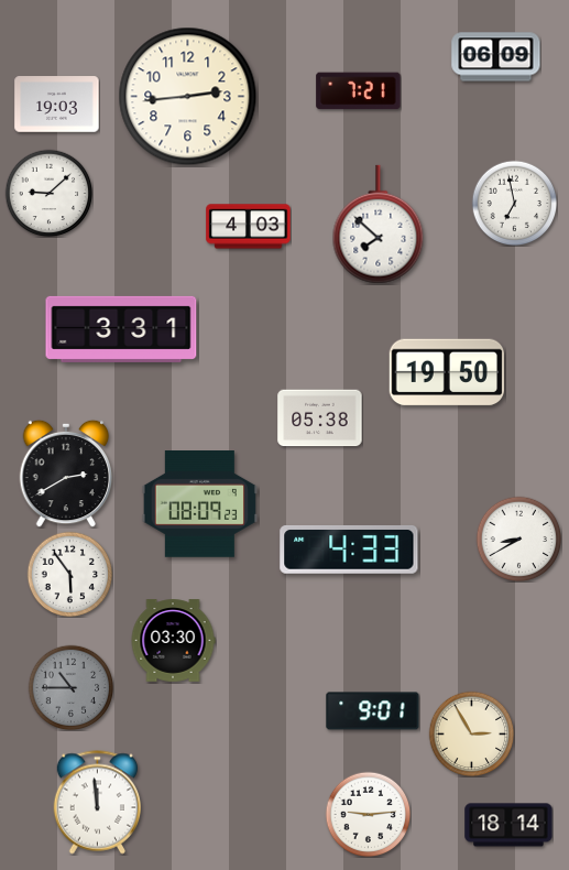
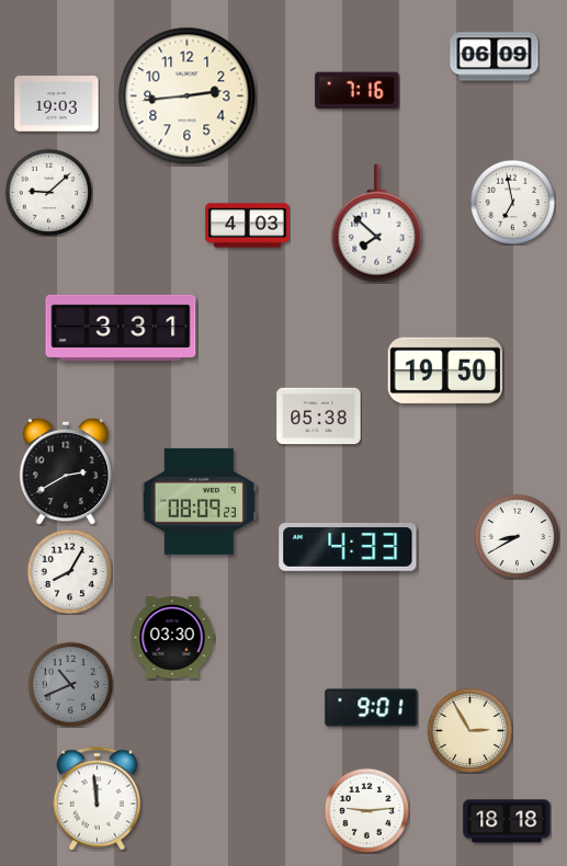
clock at (359, 91): 7:21 -> 7:16
clock at (69, 574): 5:54 -> 8:05
clock at (70, 687): 10:45 -> 10:41
clock at (508, 825): 18:14 -> 18:18
